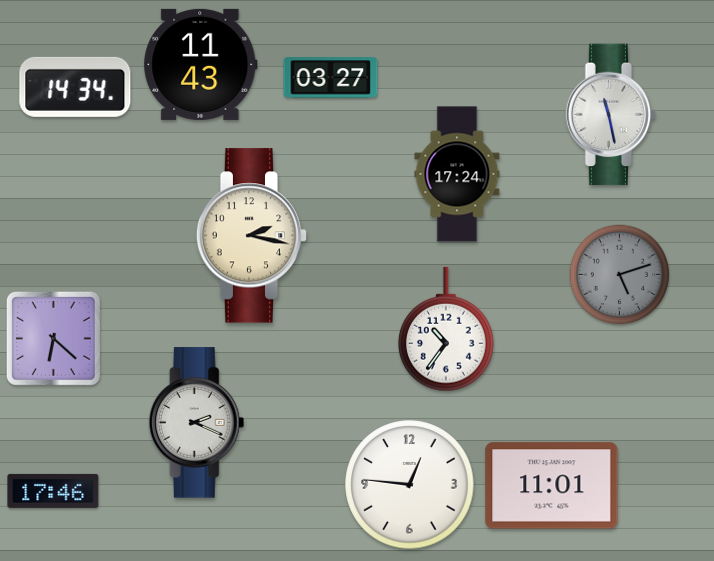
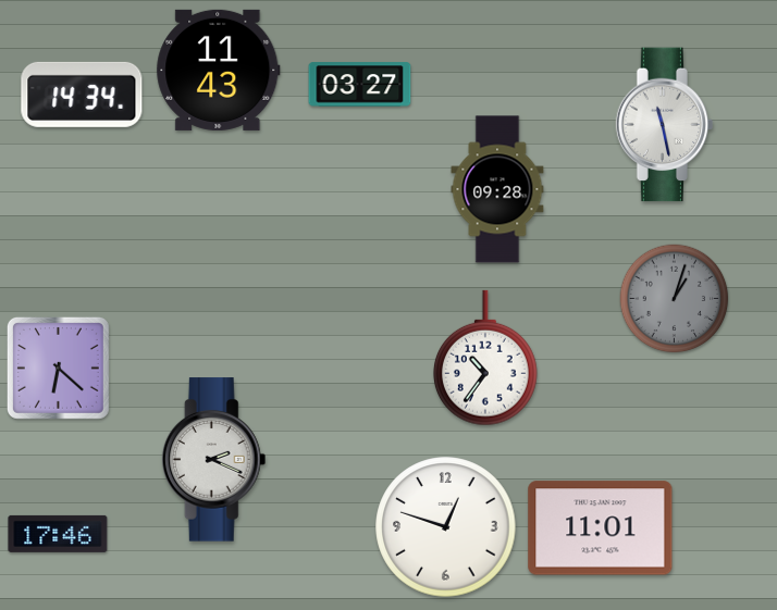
clock at (457, 174): 17:24 -> 09:28
clock at (252, 236): 2:17 -> none
clock at (620, 275): 5:12 -> 1:03
clock at (410, 485): 12:46 -> 12:48
